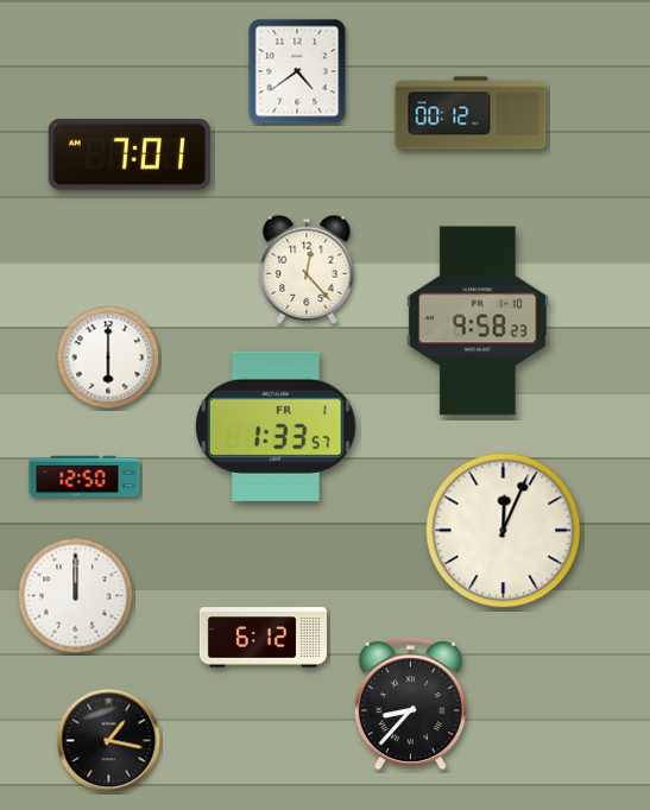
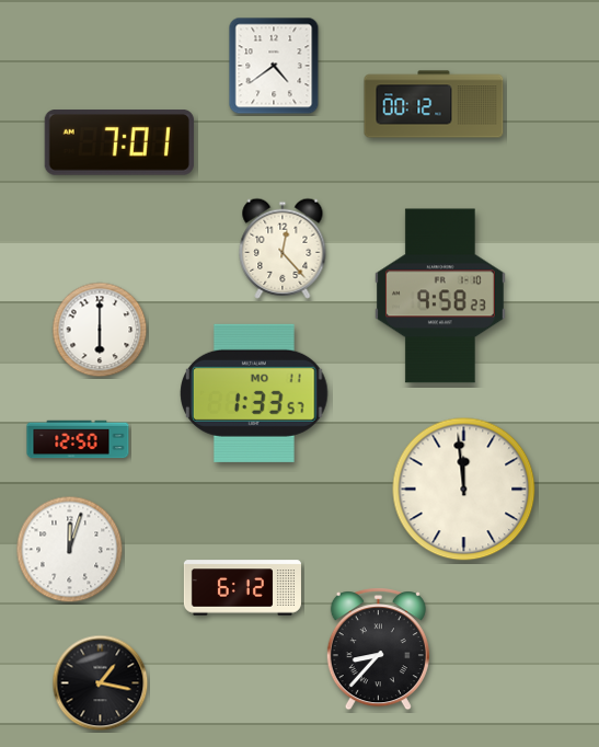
clock at (276, 426) date: FR 1 -> MO 11
clock at (504, 531): 12:04 -> 11:59
clock at (76, 596): 12:00 -> 12:03
